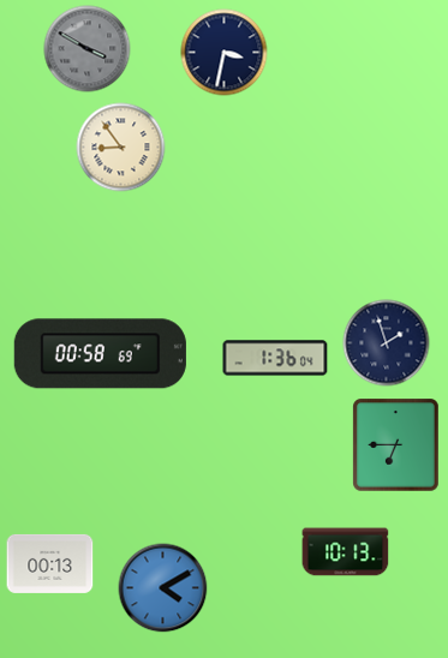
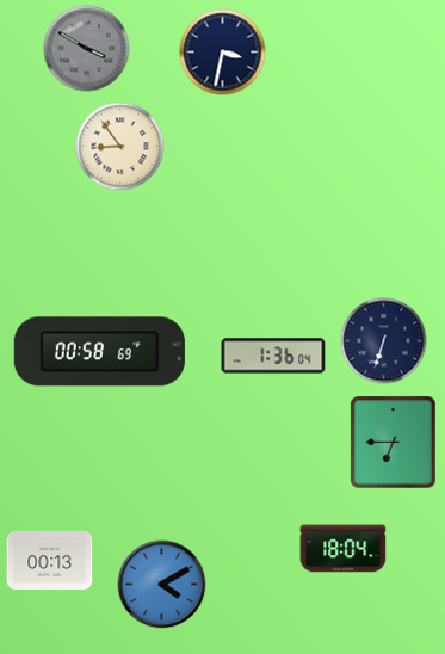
clock at (387, 343): 1:57 -> 6:33
clock at (346, 552): 10:13 -> 18:04
